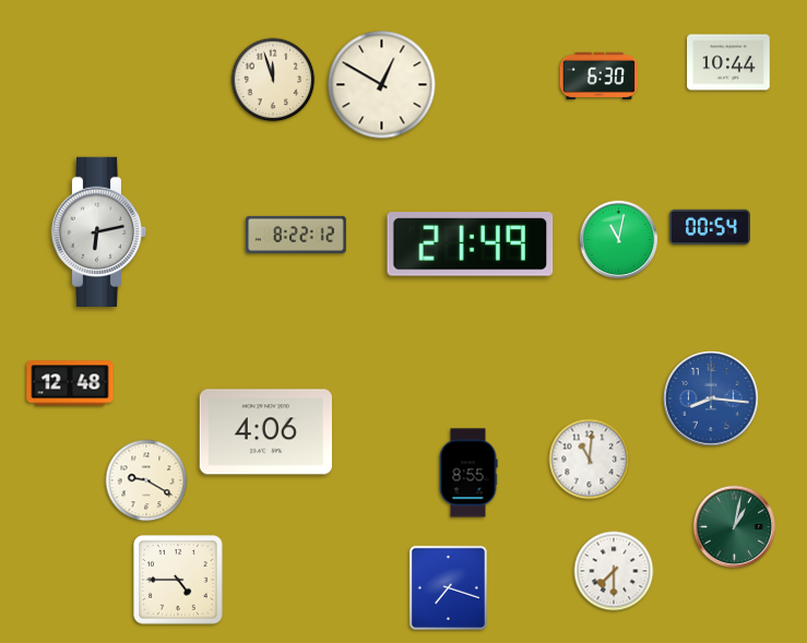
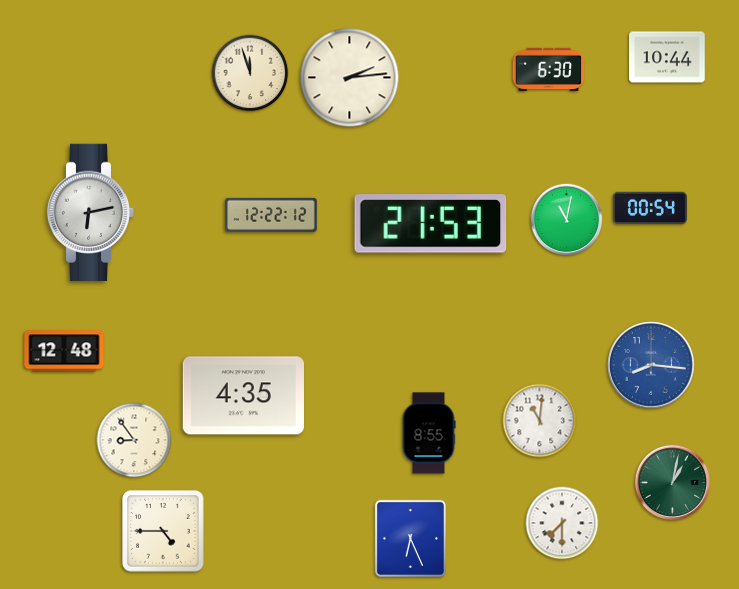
clock at (382, 85): 12:50 -> 2:14
clock at (296, 235): 8:22 -> 12:22
clock at (471, 245): 21:49 -> 21:53
clock at (265, 432): 4:06 -> 4:35
clock at (146, 480): 9:20 -> 8:54
clock at (448, 587): 7:18 -> 6:26
